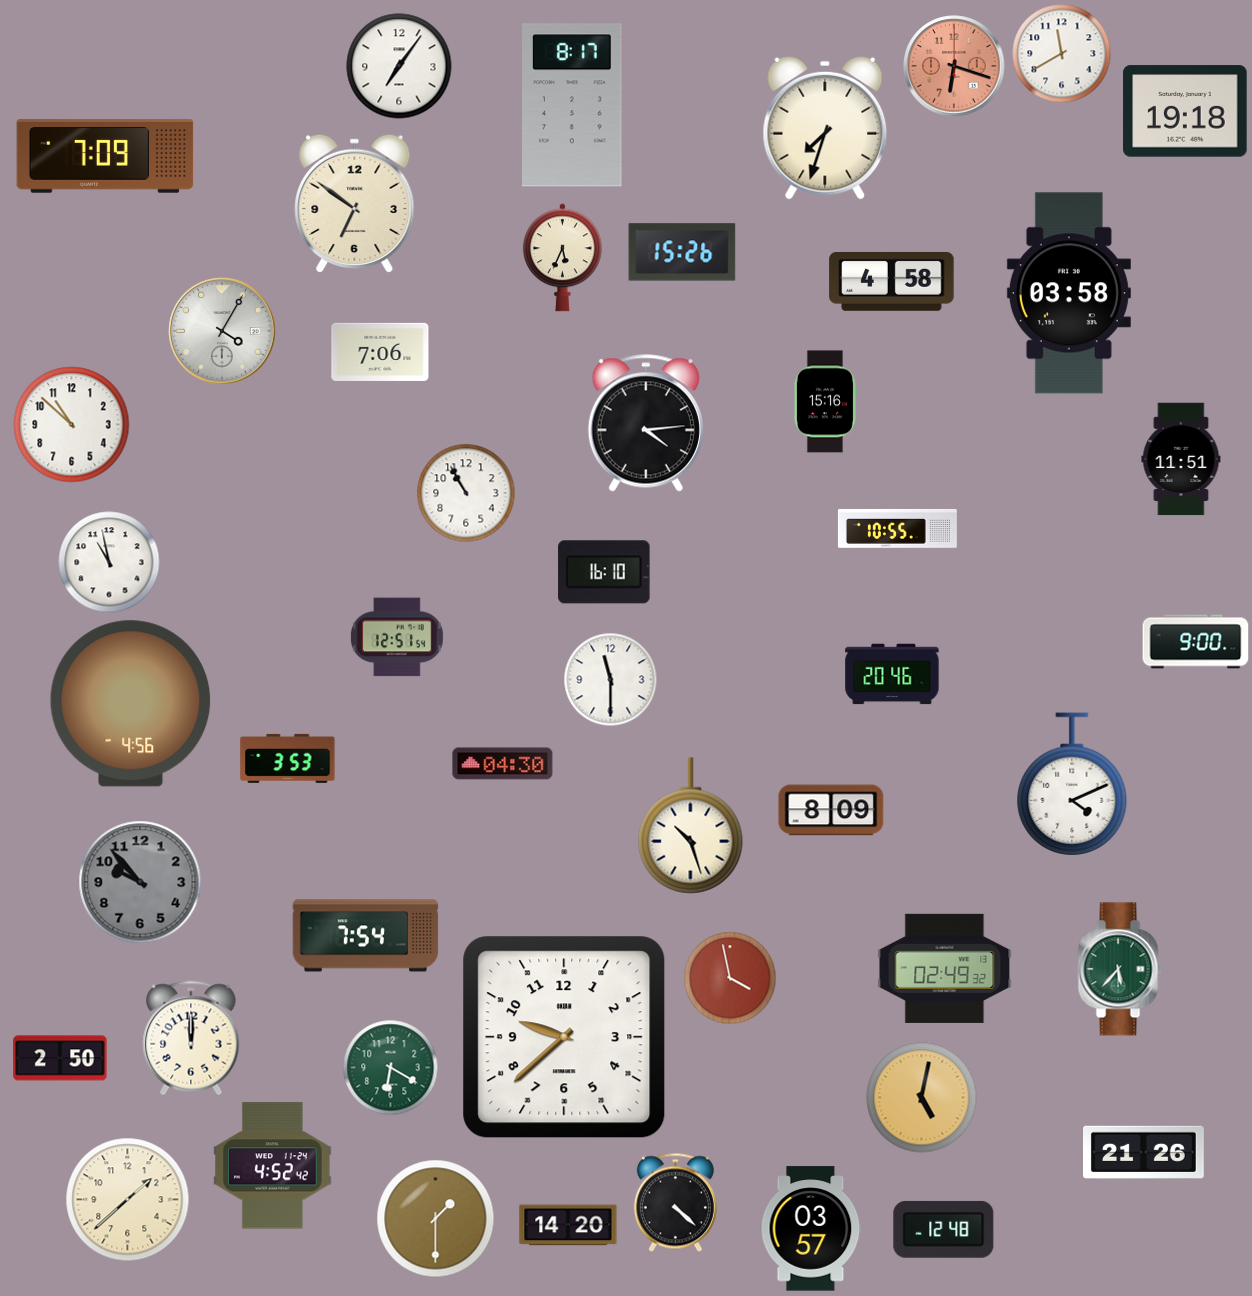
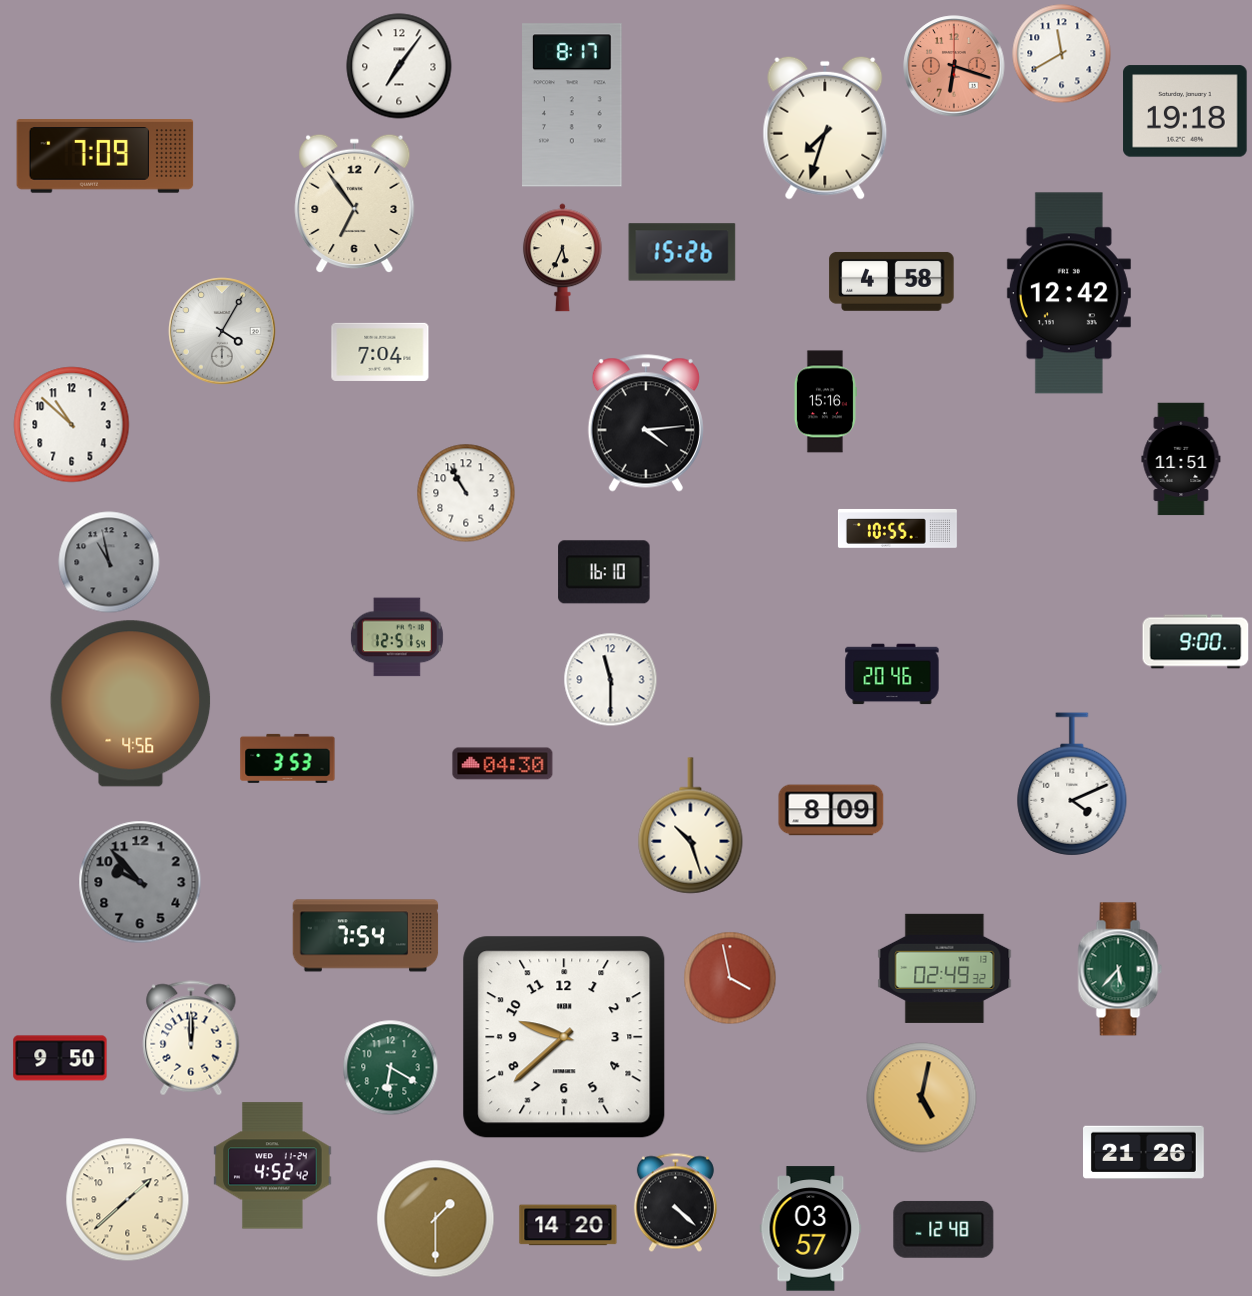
clock at (355, 204): 6:51 -> 6:54
clock at (1069, 293): 03:58 -> 12:42
clock at (380, 352): 7:06 -> 7:04
clock at (109, 562) dial: white -> grey
clock at (60, 1058): 2:50 -> 9:50
